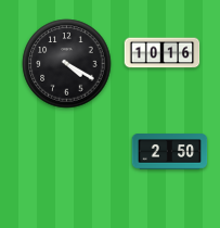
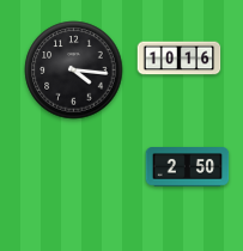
clock at (67, 64): 4:20 -> 4:16
